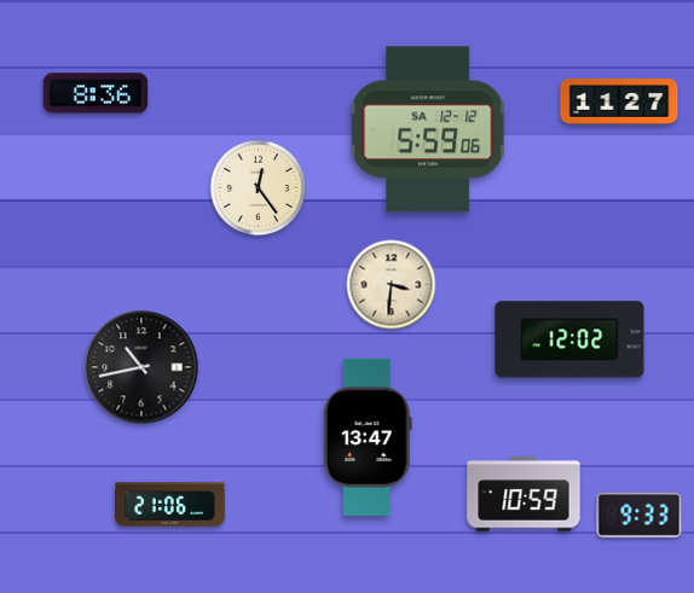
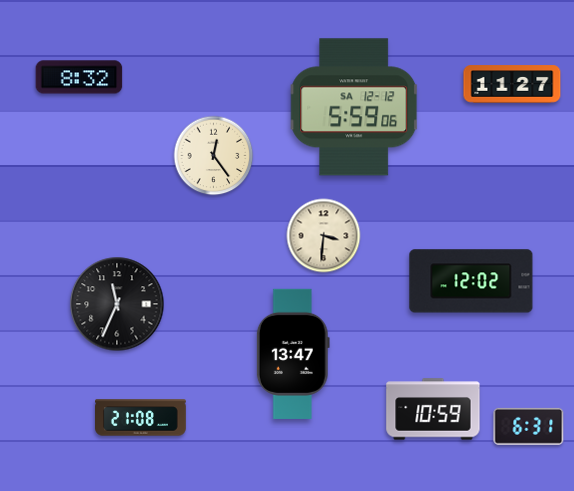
clock at (96, 93): 8:36 -> 8:32
clock at (141, 367): 10:43 -> 11:34
clock at (368, 437) position: (368, 437) -> (293, 354)
clock at (170, 505): 21:06 -> 21:08
clock at (640, 514): 9:33 -> 6:31
